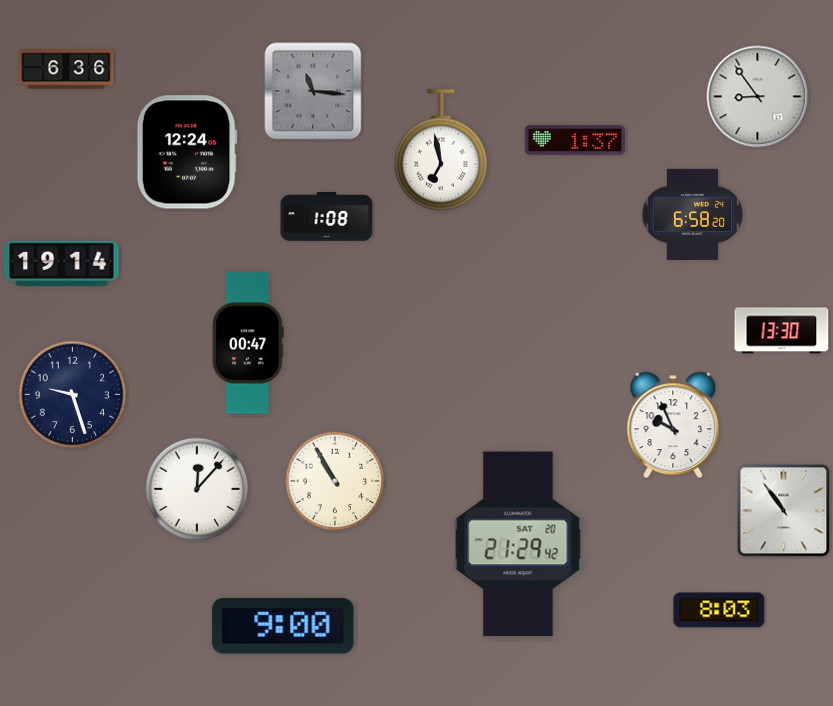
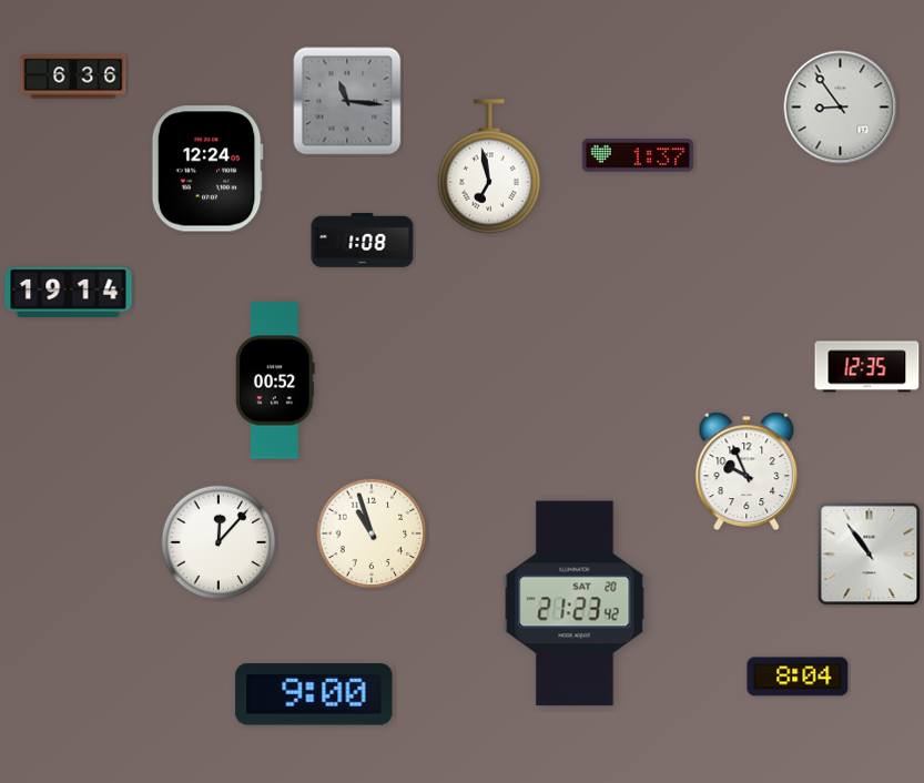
clock at (693, 214): 6:58 -> none
clock at (782, 331): 13:30 -> 12:35
clock at (248, 343): 00:47 -> 00:52
clock at (73, 395): 9:27 -> none
clock at (335, 481): 10:55 -> 10:57
clock at (784, 511) position: (784, 511) -> (870, 555)
clock at (518, 544): 21:29 -> 21:23
clock at (719, 610): 8:03 -> 8:04
